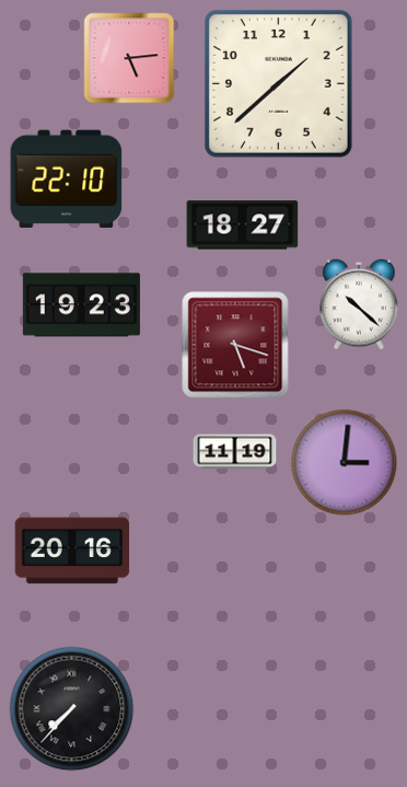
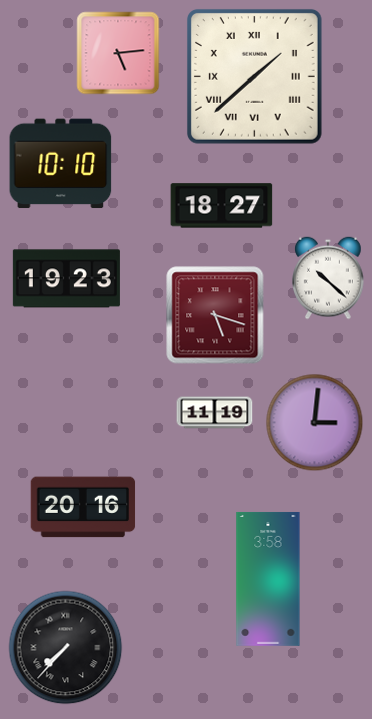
clock at (278, 83) numerals: Arabic -> Roman
clock at (67, 180): 22:10 -> 10:10
clock at (81, 305) position: (81, 305) -> (66, 279)
clock at (72, 551) position: (72, 551) -> (83, 507)
clock at (268, 579): none -> 3:58
